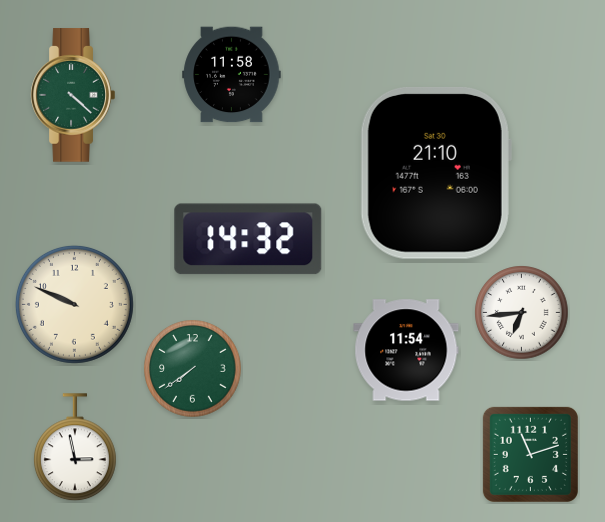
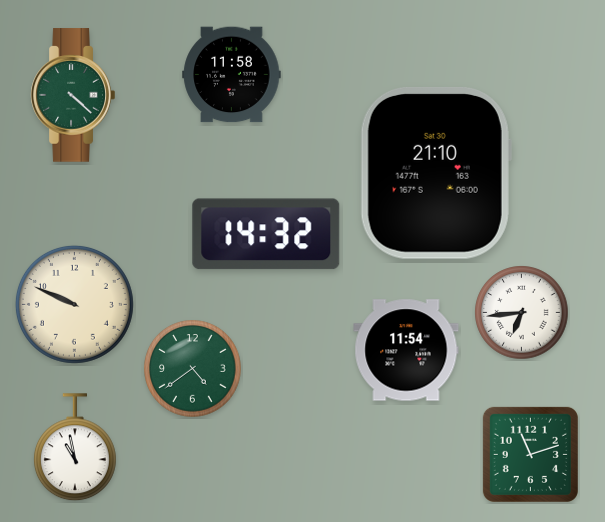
clock at (248, 239) position: (248, 239) -> (266, 234)
clock at (193, 369): 7:39 -> 4:39
clock at (75, 448): 2:58 -> 10:58
